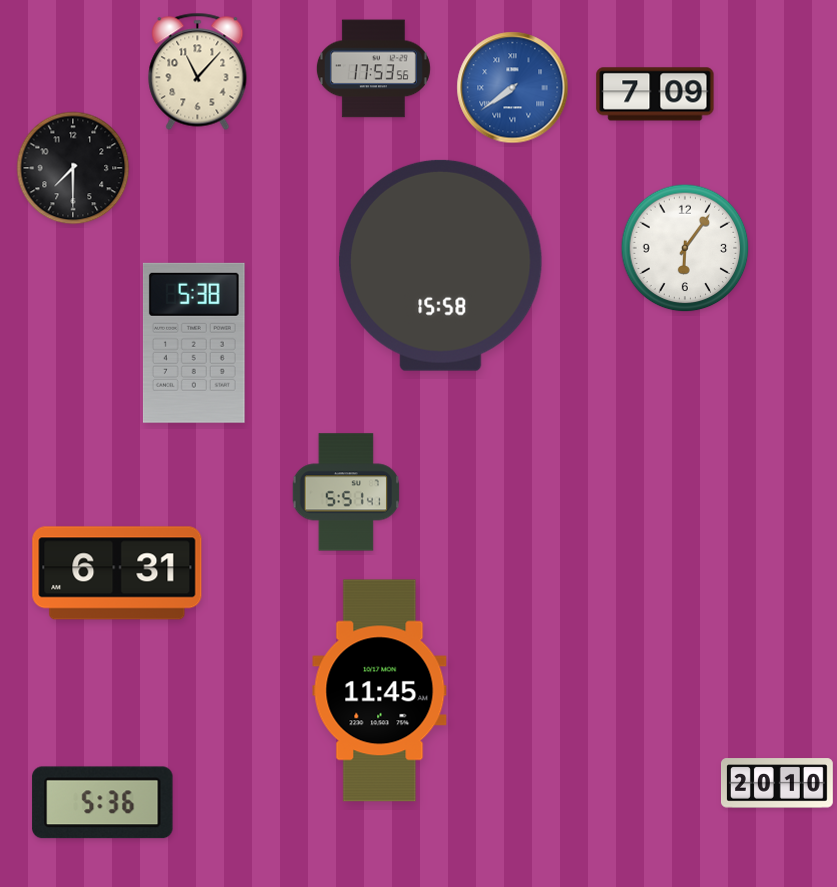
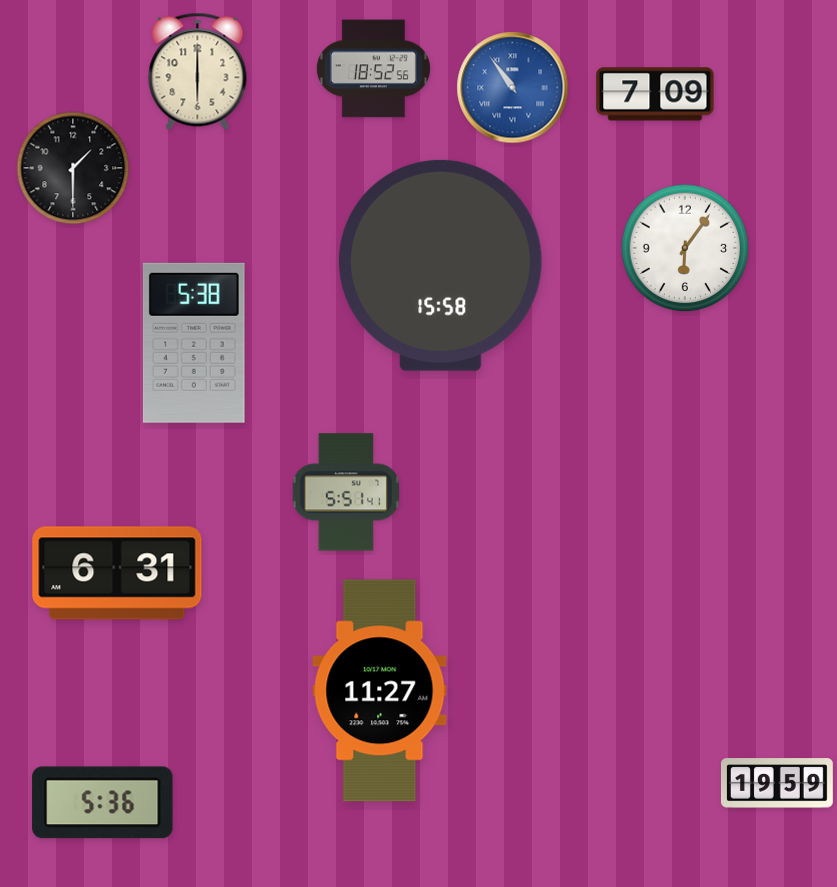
clock at (373, 69): 17:53 -> 18:52
clock at (198, 71): 11:07 -> 6:00
clock at (513, 88): 7:39 -> 10:54
clock at (73, 168): 7:30 -> 1:30
clock at (380, 691): 11:45 -> 11:27
clock at (777, 783): 20:10 -> 19:59
